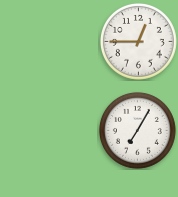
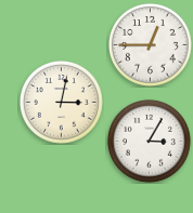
clock at (61, 102): none -> 3:02
clock at (137, 130): 7:05 -> 3:05
